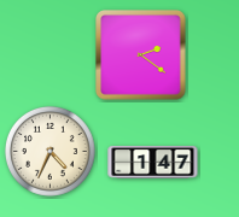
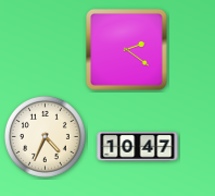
clock at (153, 163): 1:47 -> 10:47
